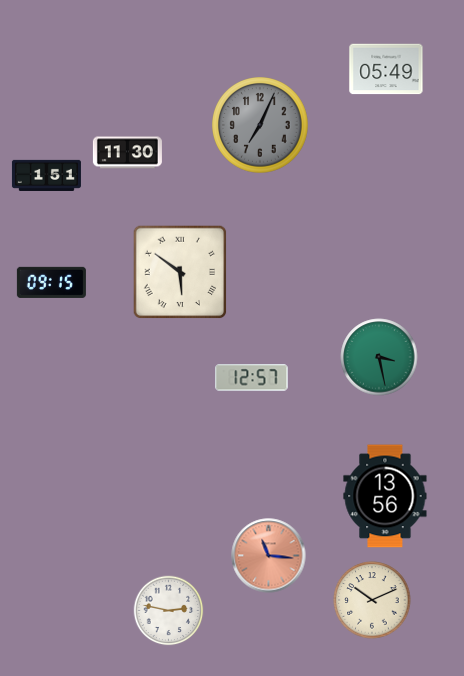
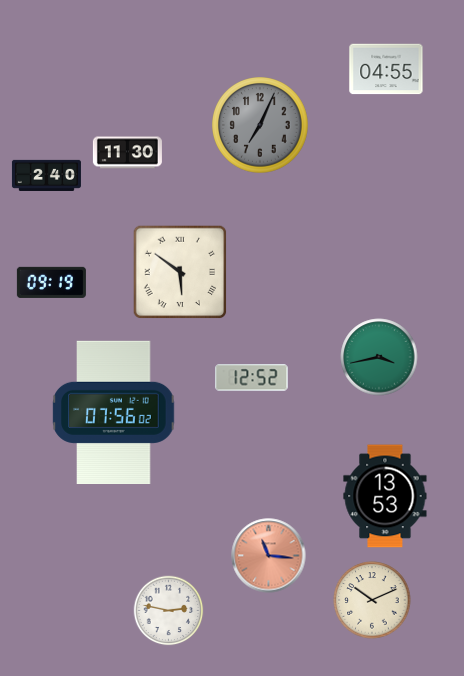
clock at (386, 69): 05:49 -> 04:55
clock at (46, 175): 1:51 -> 2:40
clock at (51, 282): 09:15 -> 09:19
clock at (379, 357): 3:28 -> 3:43
clock at (252, 378): 12:57 -> 12:52
clock at (114, 412): none -> 07:56
clock at (385, 496): 13:56 -> 13:53
